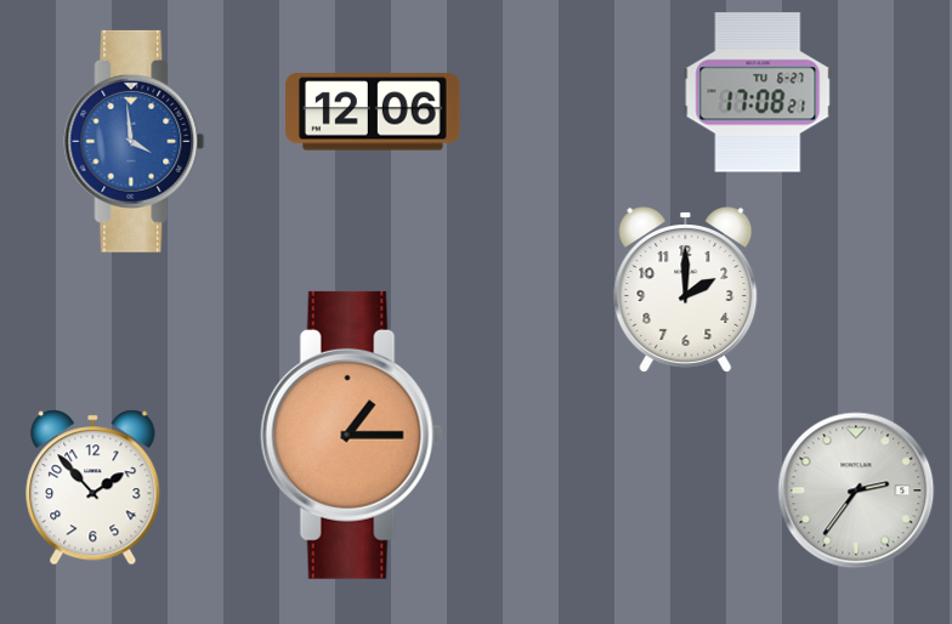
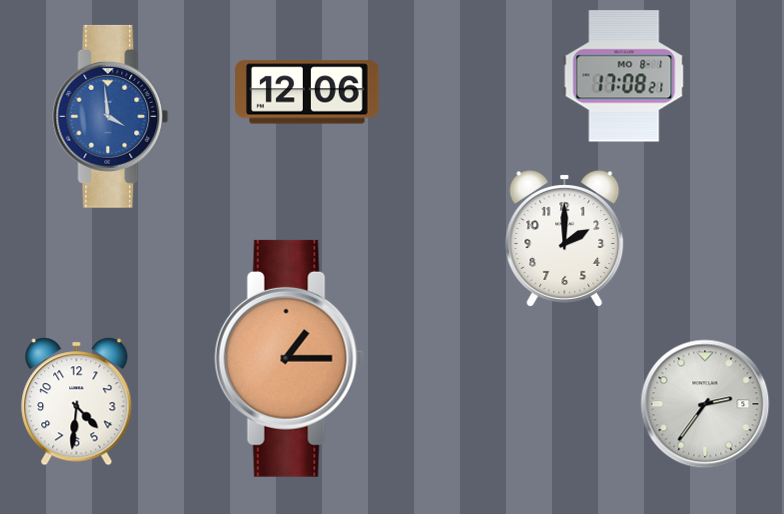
clock at (758, 92) date: TU 6-27 -> MO 8-1
clock at (93, 488): 1:53 -> 4:31
